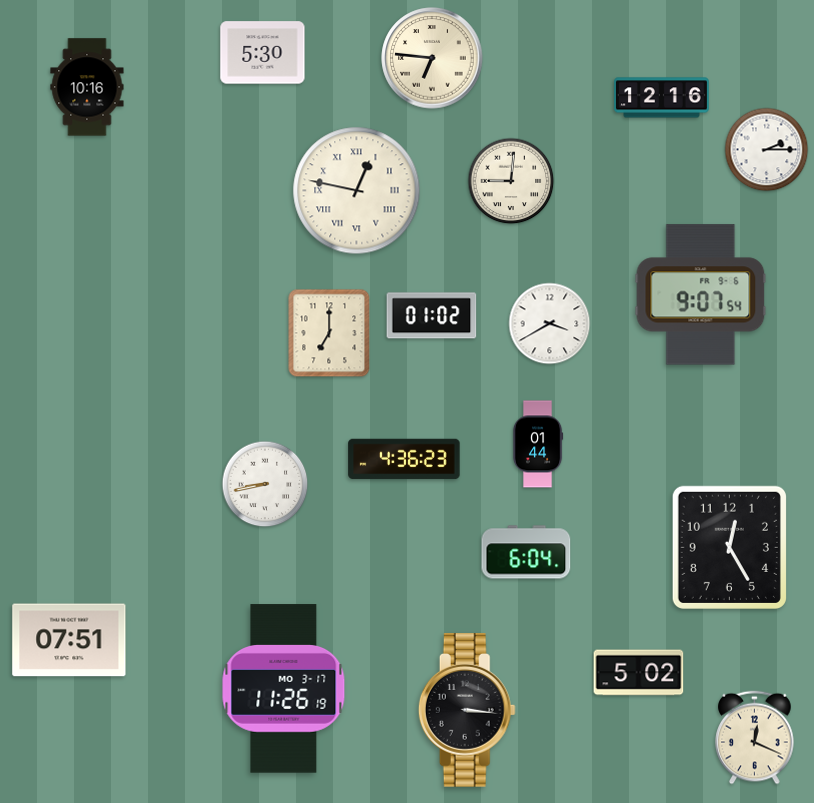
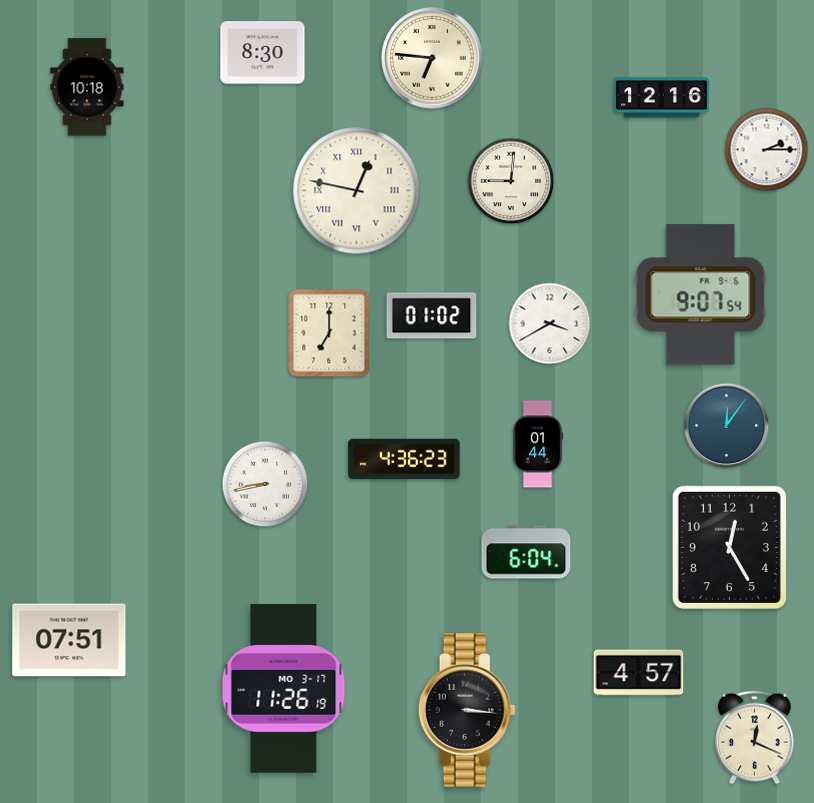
clock at (263, 53): 5:30 -> 8:30
clock at (87, 87): 10:16 -> 10:18
clock at (727, 426): none -> 12:06
clock at (639, 673): 5:02 -> 4:57
